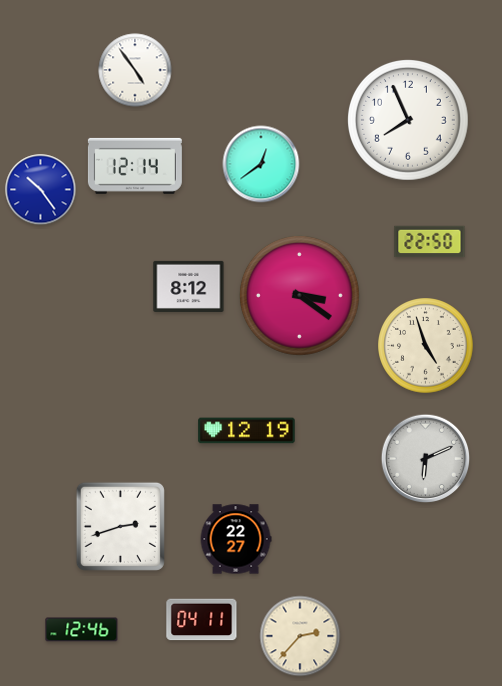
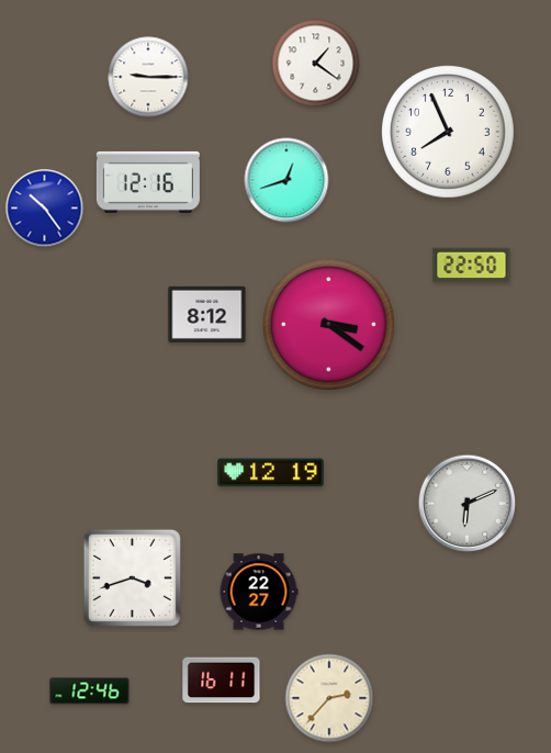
clock at (316, 64): none -> 1:21
clock at (135, 70): 4:54 -> 9:15
clock at (261, 164): 12:39 -> 12:42
clock at (135, 166): 12:14 -> 12:16
clock at (426, 346): 4:57 -> none
clock at (120, 526): 2:42 -> 3:42
clock at (202, 620): 04:11 -> 16:11
